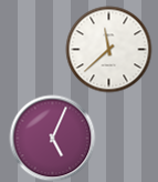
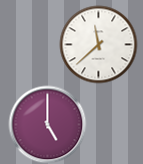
clock at (52, 138): 5:04 -> 5:00
